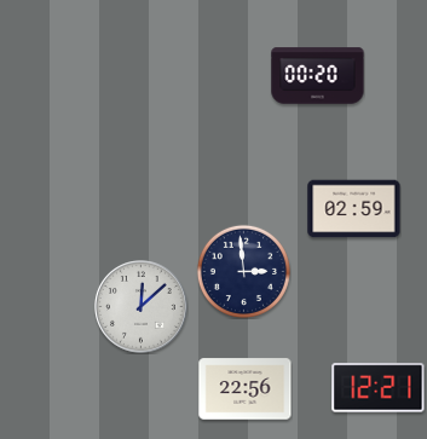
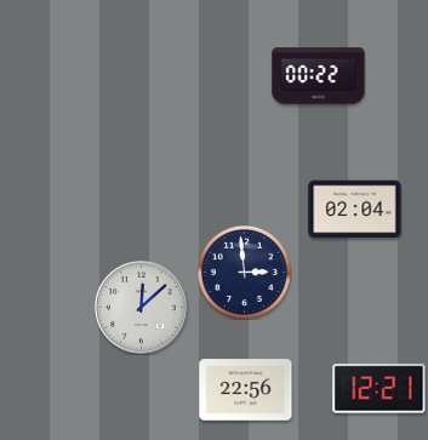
clock at (318, 76): 00:20 -> 00:22
clock at (354, 209): 02:59 -> 02:04
